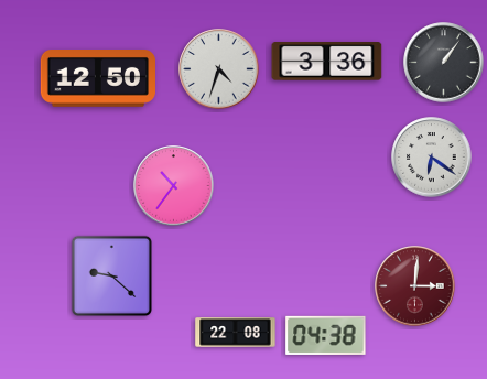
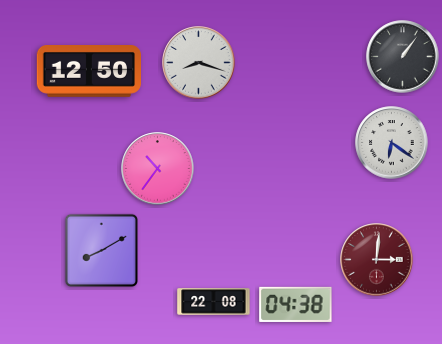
clock at (327, 62): 3:36 -> none
clock at (219, 69): 4:33 -> 8:18
clock at (111, 275): 9:22 -> 8:10
